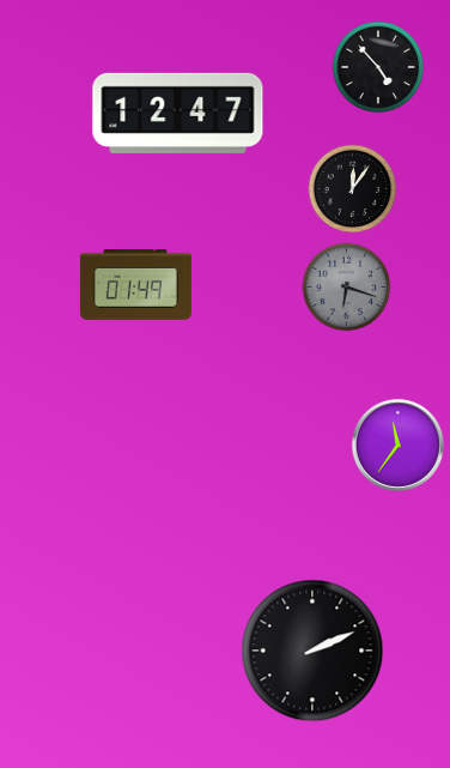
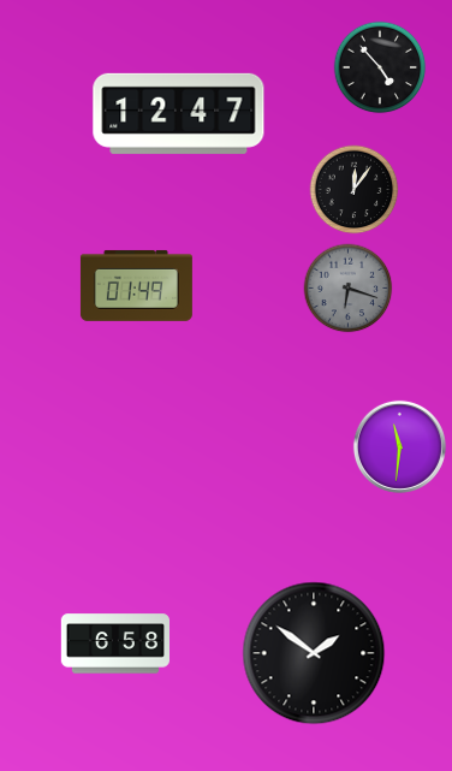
clock at (397, 445): 11:36 -> 11:31
clock at (114, 644): none -> 6:58
clock at (312, 651): 2:11 -> 1:51
